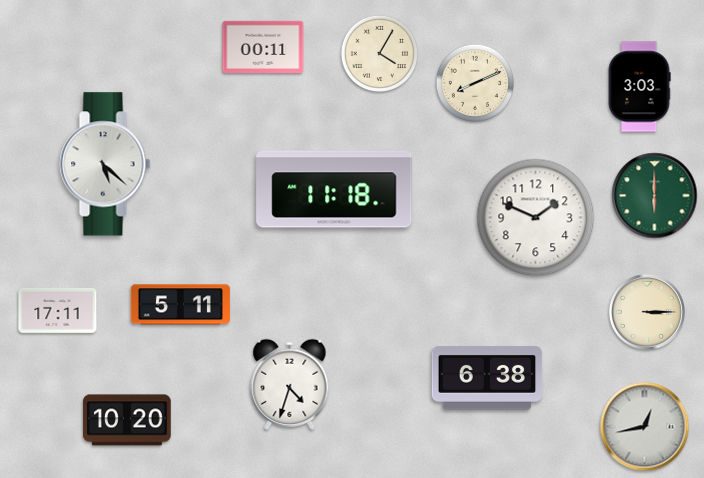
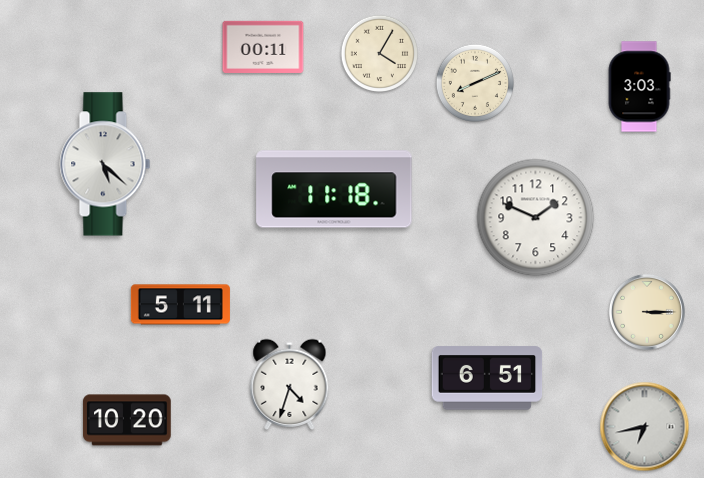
clock at (655, 196): 6:00 -> none
clock at (58, 310): 17:11 -> none
clock at (487, 378): 6:38 -> 6:51
clock at (645, 427): 12:43 -> 6:43
